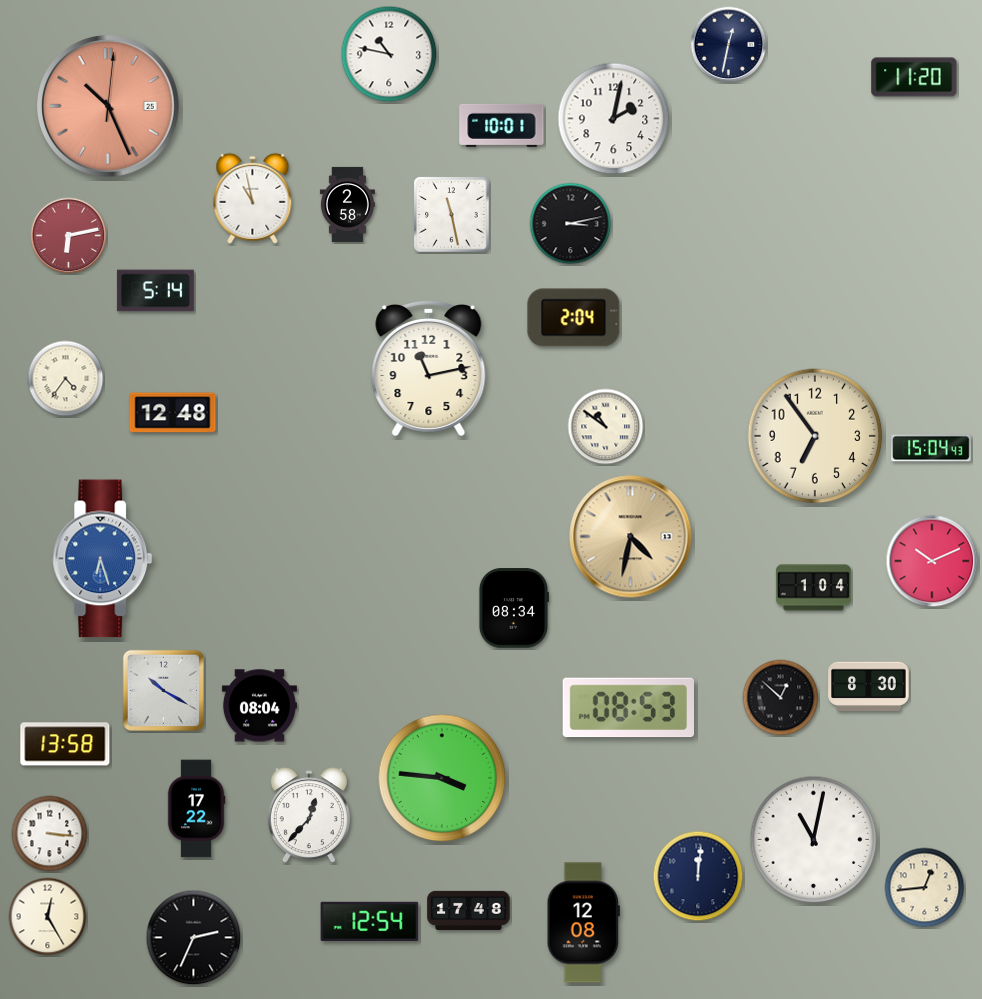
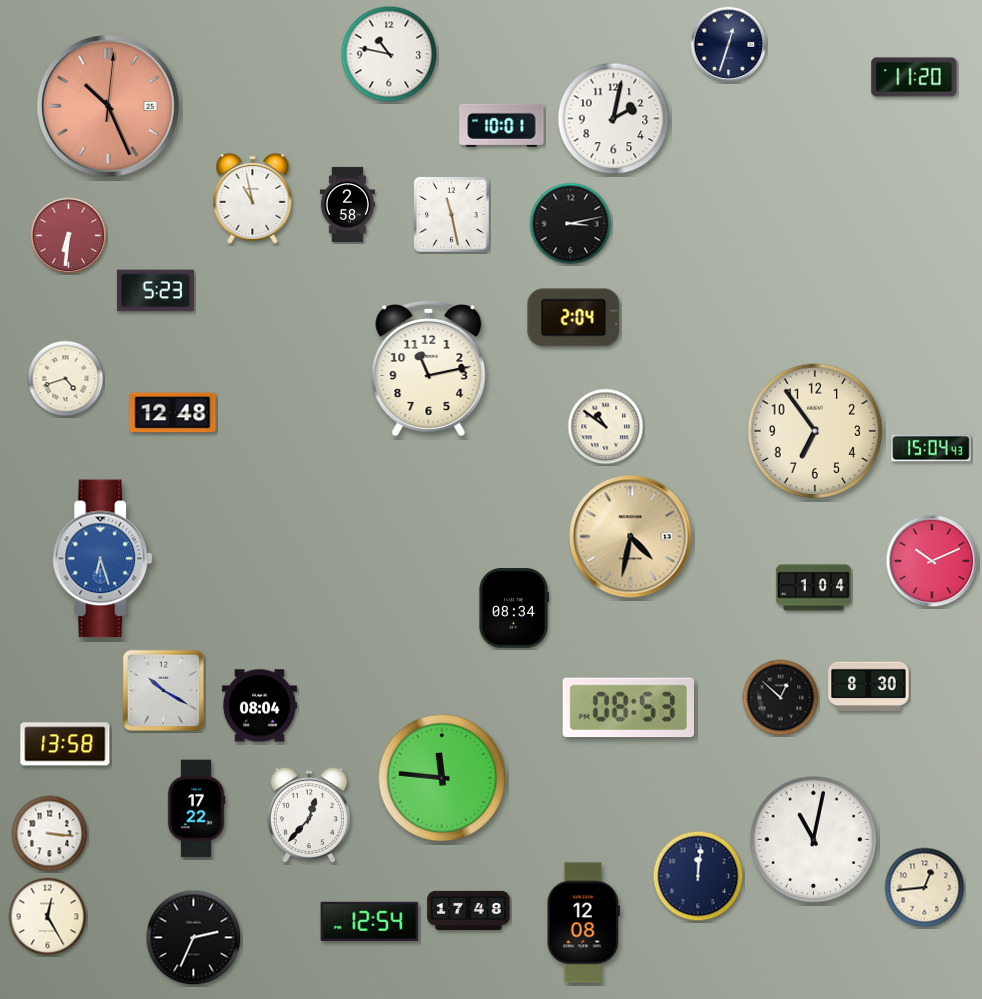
clock at (729, 45): 12:32 -> 12:33
clock at (69, 236): 6:13 -> 6:31
clock at (155, 291): 5:14 -> 5:23
clock at (66, 379): 4:36 -> 4:42
clock at (815, 436) position: (815, 436) -> (815, 431)
clock at (442, 778): 3:46 -> 11:46
